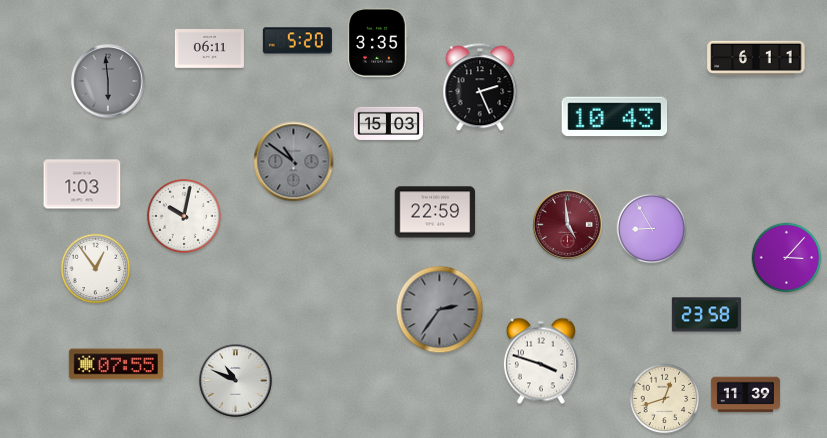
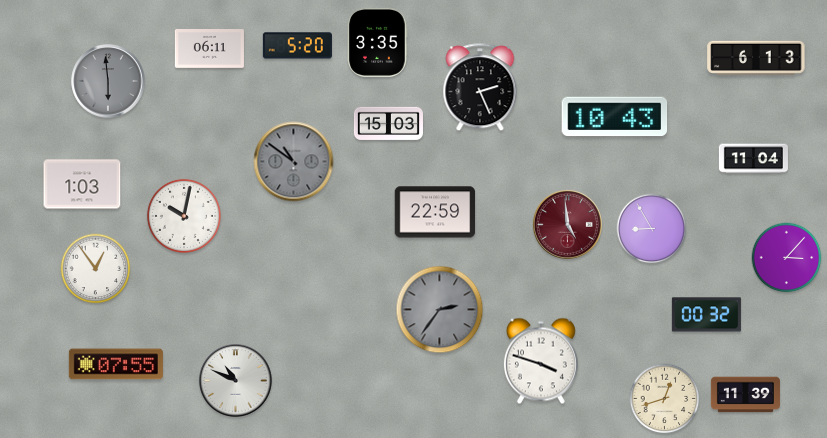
clock at (297, 41) position: (297, 41) -> (297, 46)
clock at (756, 58): 6:11 -> 6:13
clock at (753, 159): none -> 11:04
clock at (706, 315): 23:58 -> 00:32
